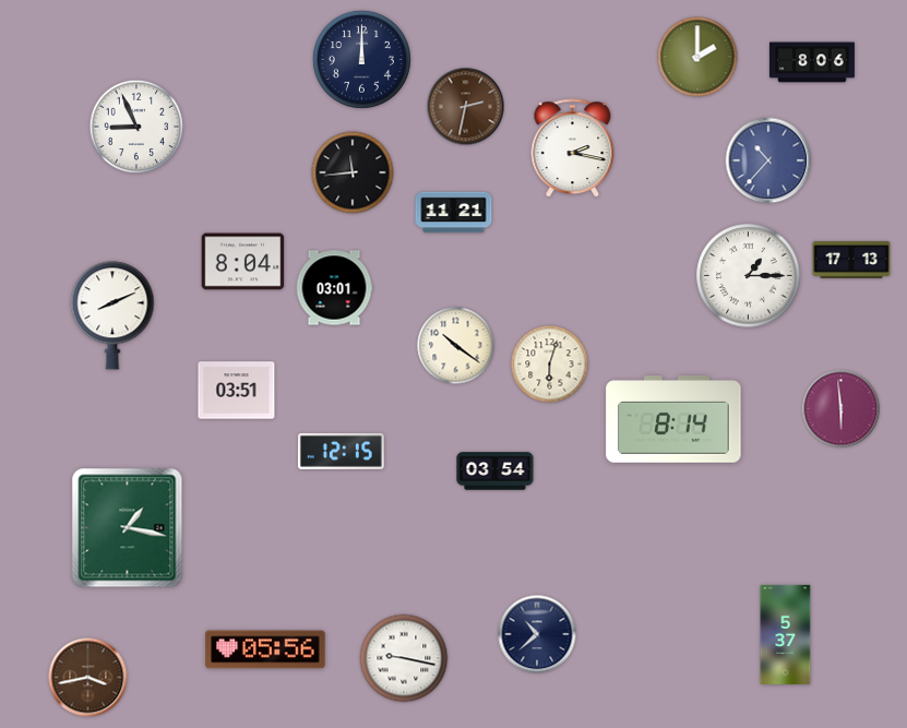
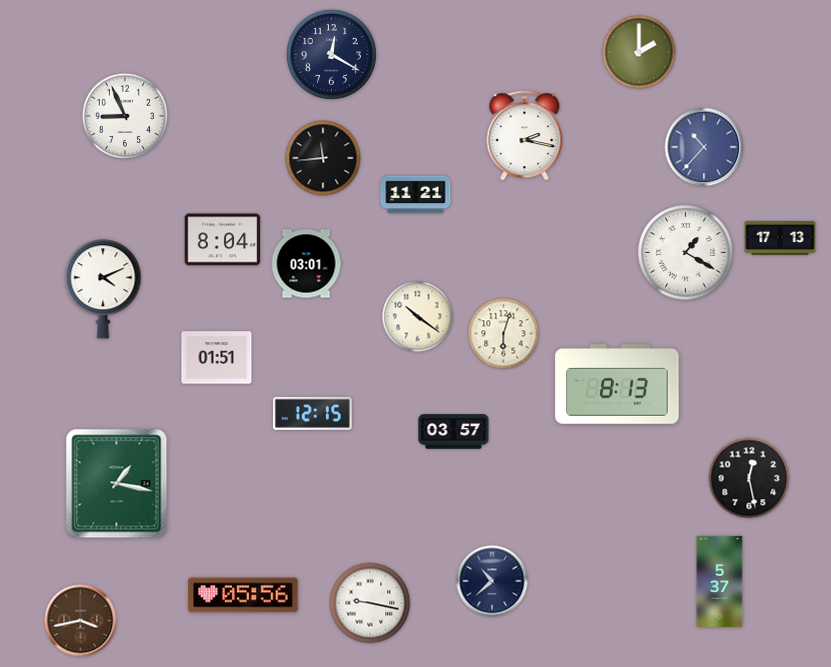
clock at (361, 59): 12:00 -> 12:20
clock at (812, 62): 8:06 -> none
clock at (466, 107): 2:32 -> none
clock at (749, 276): 1:15 -> 1:20
clock at (112, 315): 8:11 -> 4:11
clock at (237, 391): 03:51 -> 01:51
clock at (842, 409): 5:59 -> none
clock at (673, 419): 8:14 -> 8:13
clock at (496, 472): 03:54 -> 03:57
clock at (749, 478): none -> 12:28
